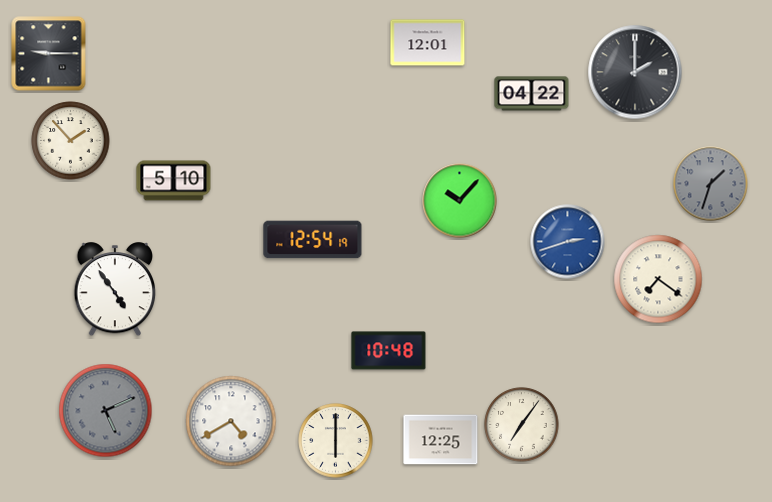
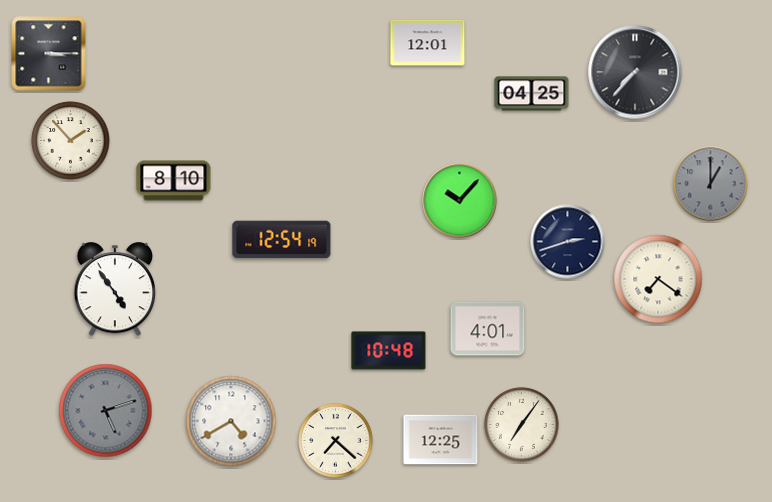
clock at (49, 54): 9:15 -> 3:15
clock at (635, 72): 2:00 -> 7:37
clock at (532, 94): 04:22 -> 04:25
clock at (174, 181): 5:10 -> 8:10
clock at (711, 184): 1:33 -> 1:00
clock at (313, 240) position: (313, 240) -> (282, 240)
clock at (568, 242) dial: blue -> navy
clock at (488, 329): none -> 4:01
clock at (106, 411): 5:11 -> 5:12
clock at (336, 441): 6:00 -> 7:22
